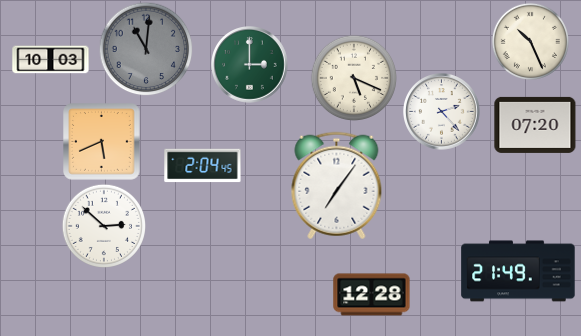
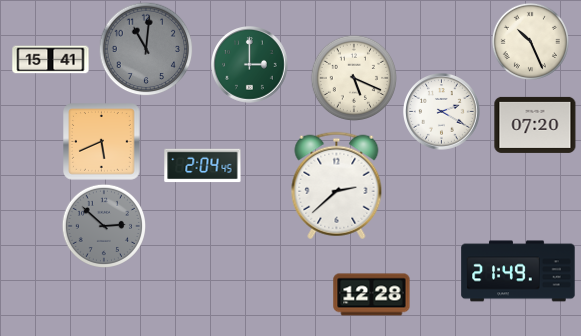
clock at (51, 60): 10:03 -> 15:41
clock at (442, 112): 2:23 -> 2:20
clock at (337, 186): 7:06 -> 2:38
clock at (103, 225) dial: white -> grey
